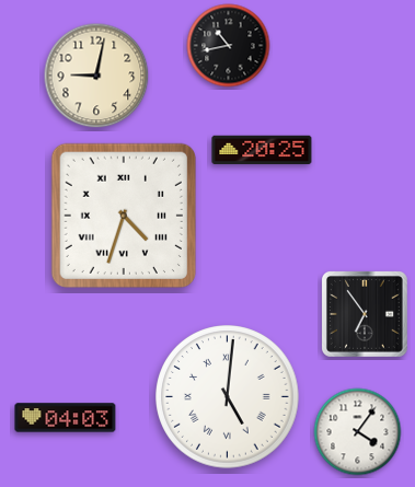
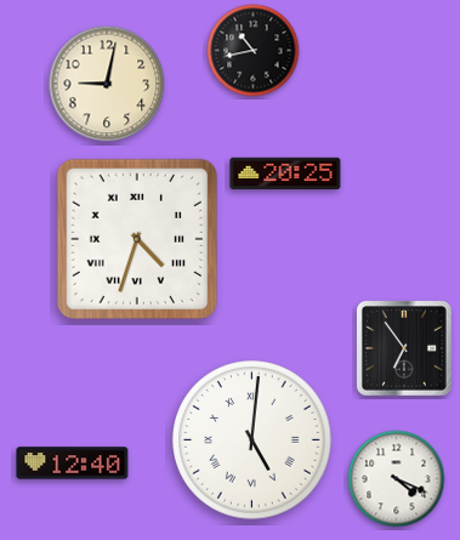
clock at (262, 150) position: (262, 150) -> (285, 174)
clock at (66, 418): 04:03 -> 12:40
clock at (358, 432): 4:06 -> 4:19
